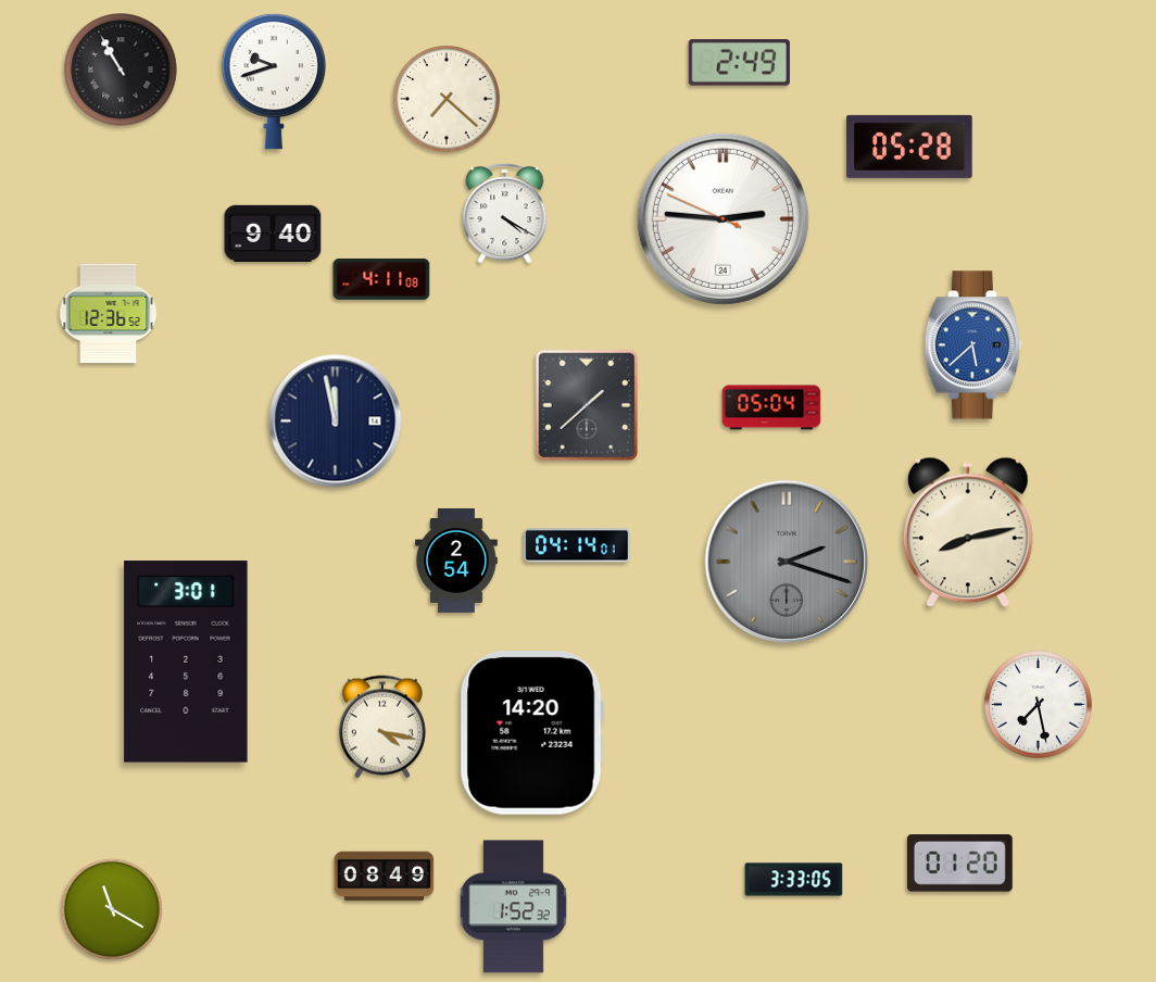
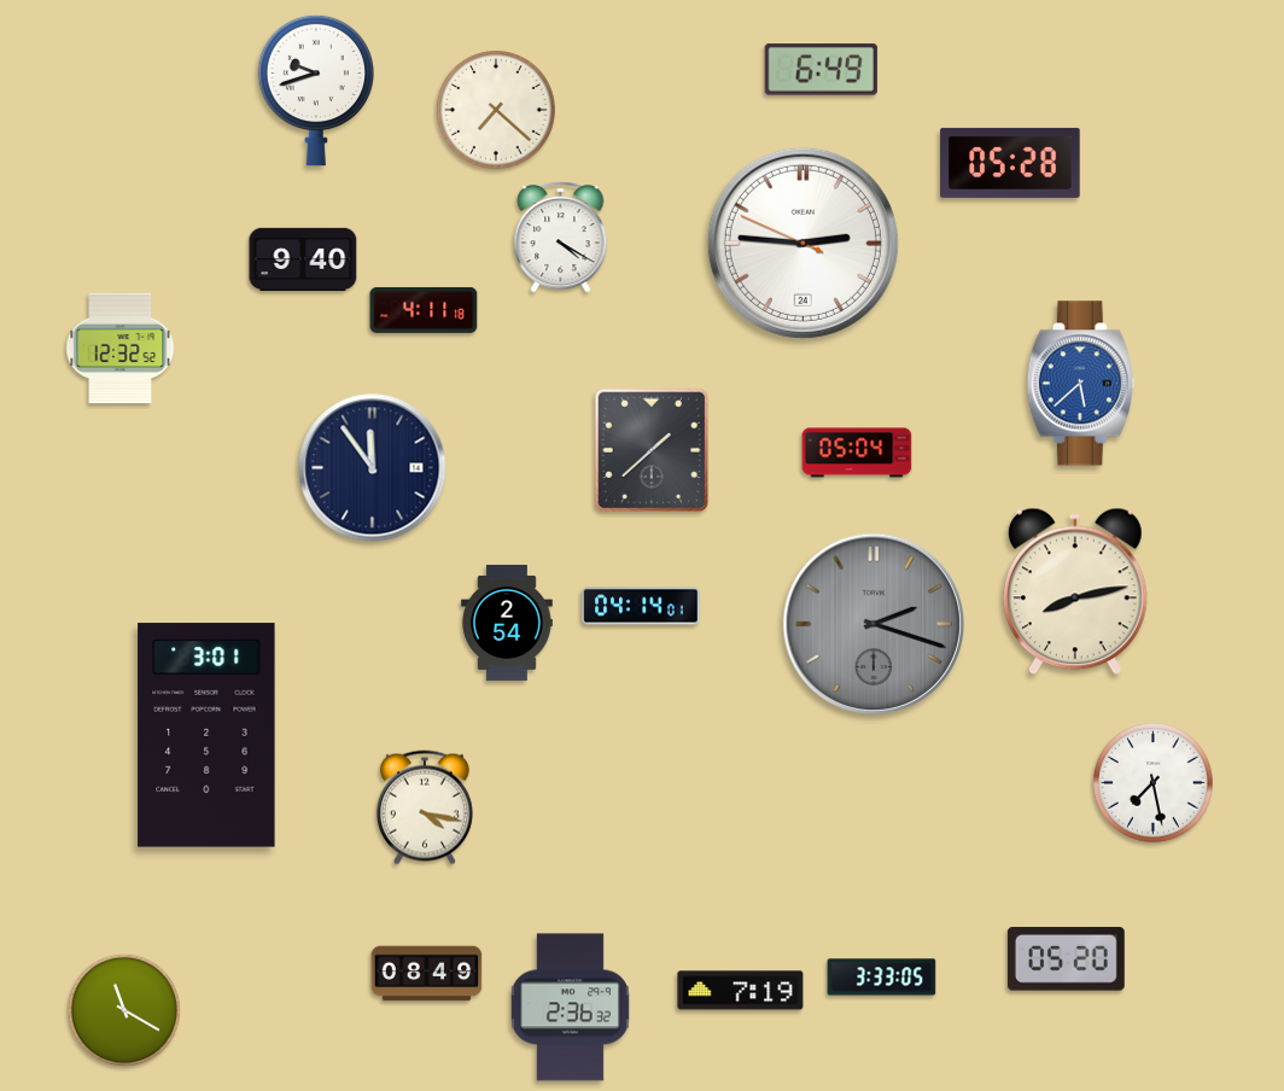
clock at (739, 63): 2:49 -> 6:49
clock at (121, 70): 10:55 -> none
clock at (273, 81) position: (273, 81) -> (315, 91)
clock at (381, 279): 4:11:08 -> 4:11:18
clock at (109, 314): 12:36 -> 12:32
clock at (336, 421): 11:58 -> 11:54
clock at (531, 733): 14:20 -> none
clock at (959, 864): 01:20 -> 05:20
clock at (741, 991): none -> 7:19
clock at (513, 907): 1:52 -> 2:36
